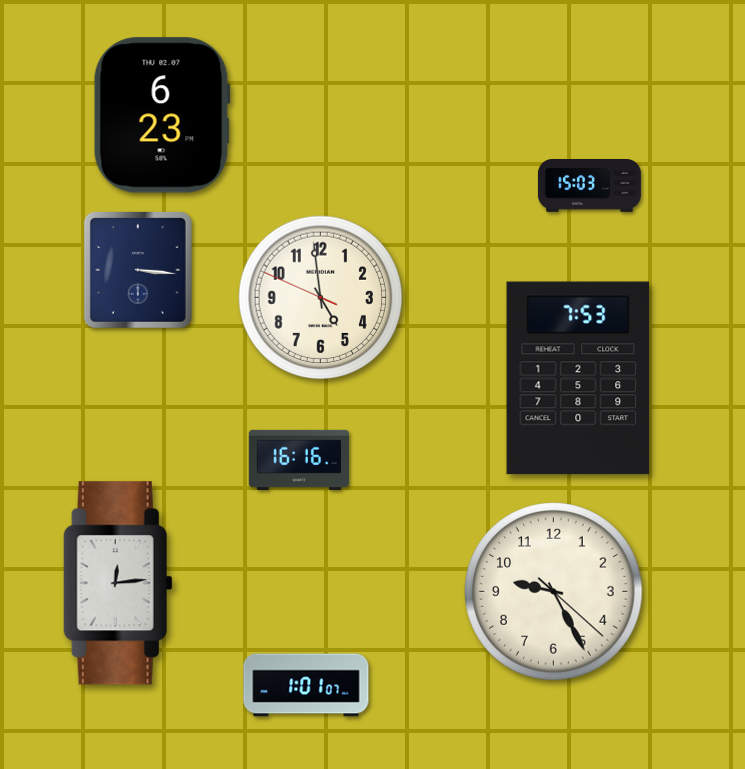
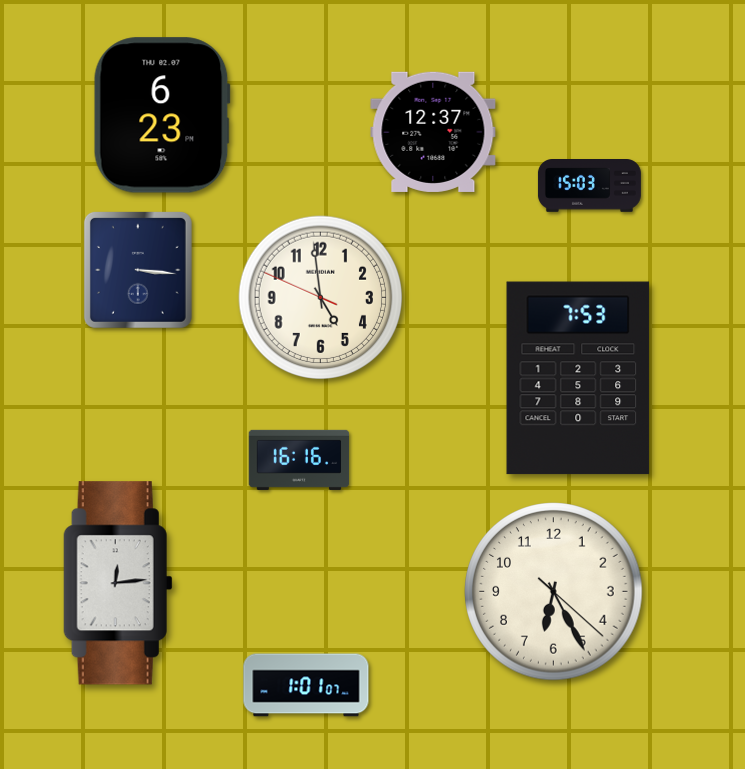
clock at (433, 132): none -> 12:37
clock at (554, 592): 9:25 -> 6:25
